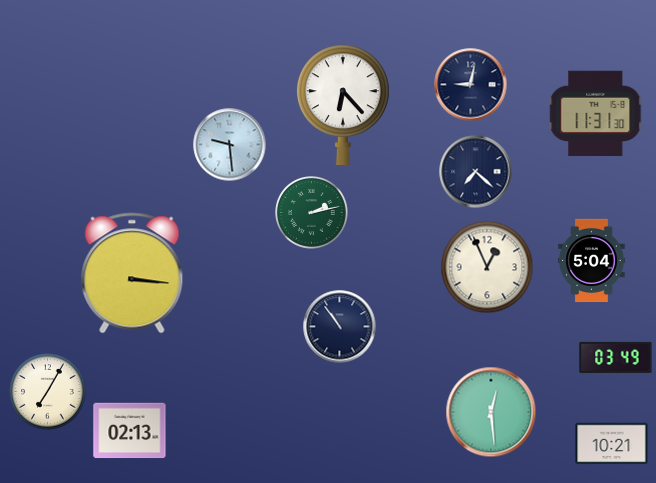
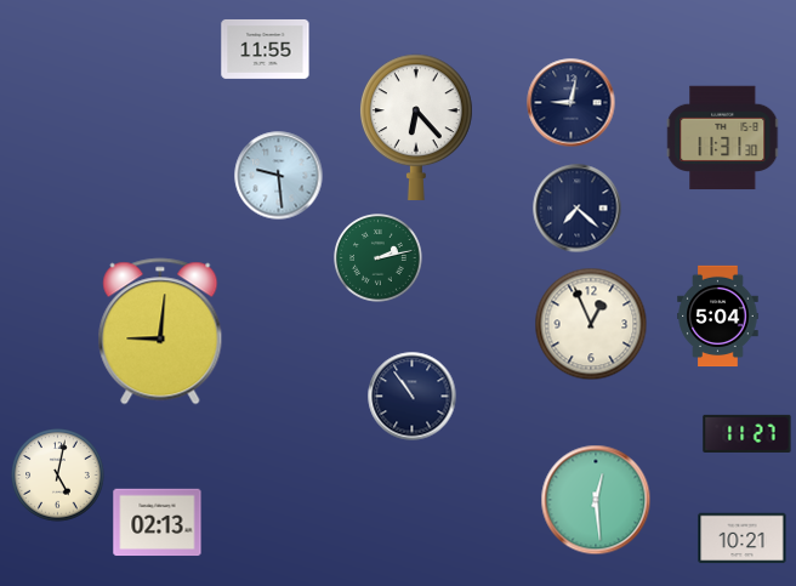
clock at (266, 49): none -> 11:55
clock at (132, 273): 3:16 -> 9:01
clock at (616, 357): 03:49 -> 11:27
clock at (48, 392): 7:05 -> 5:02
